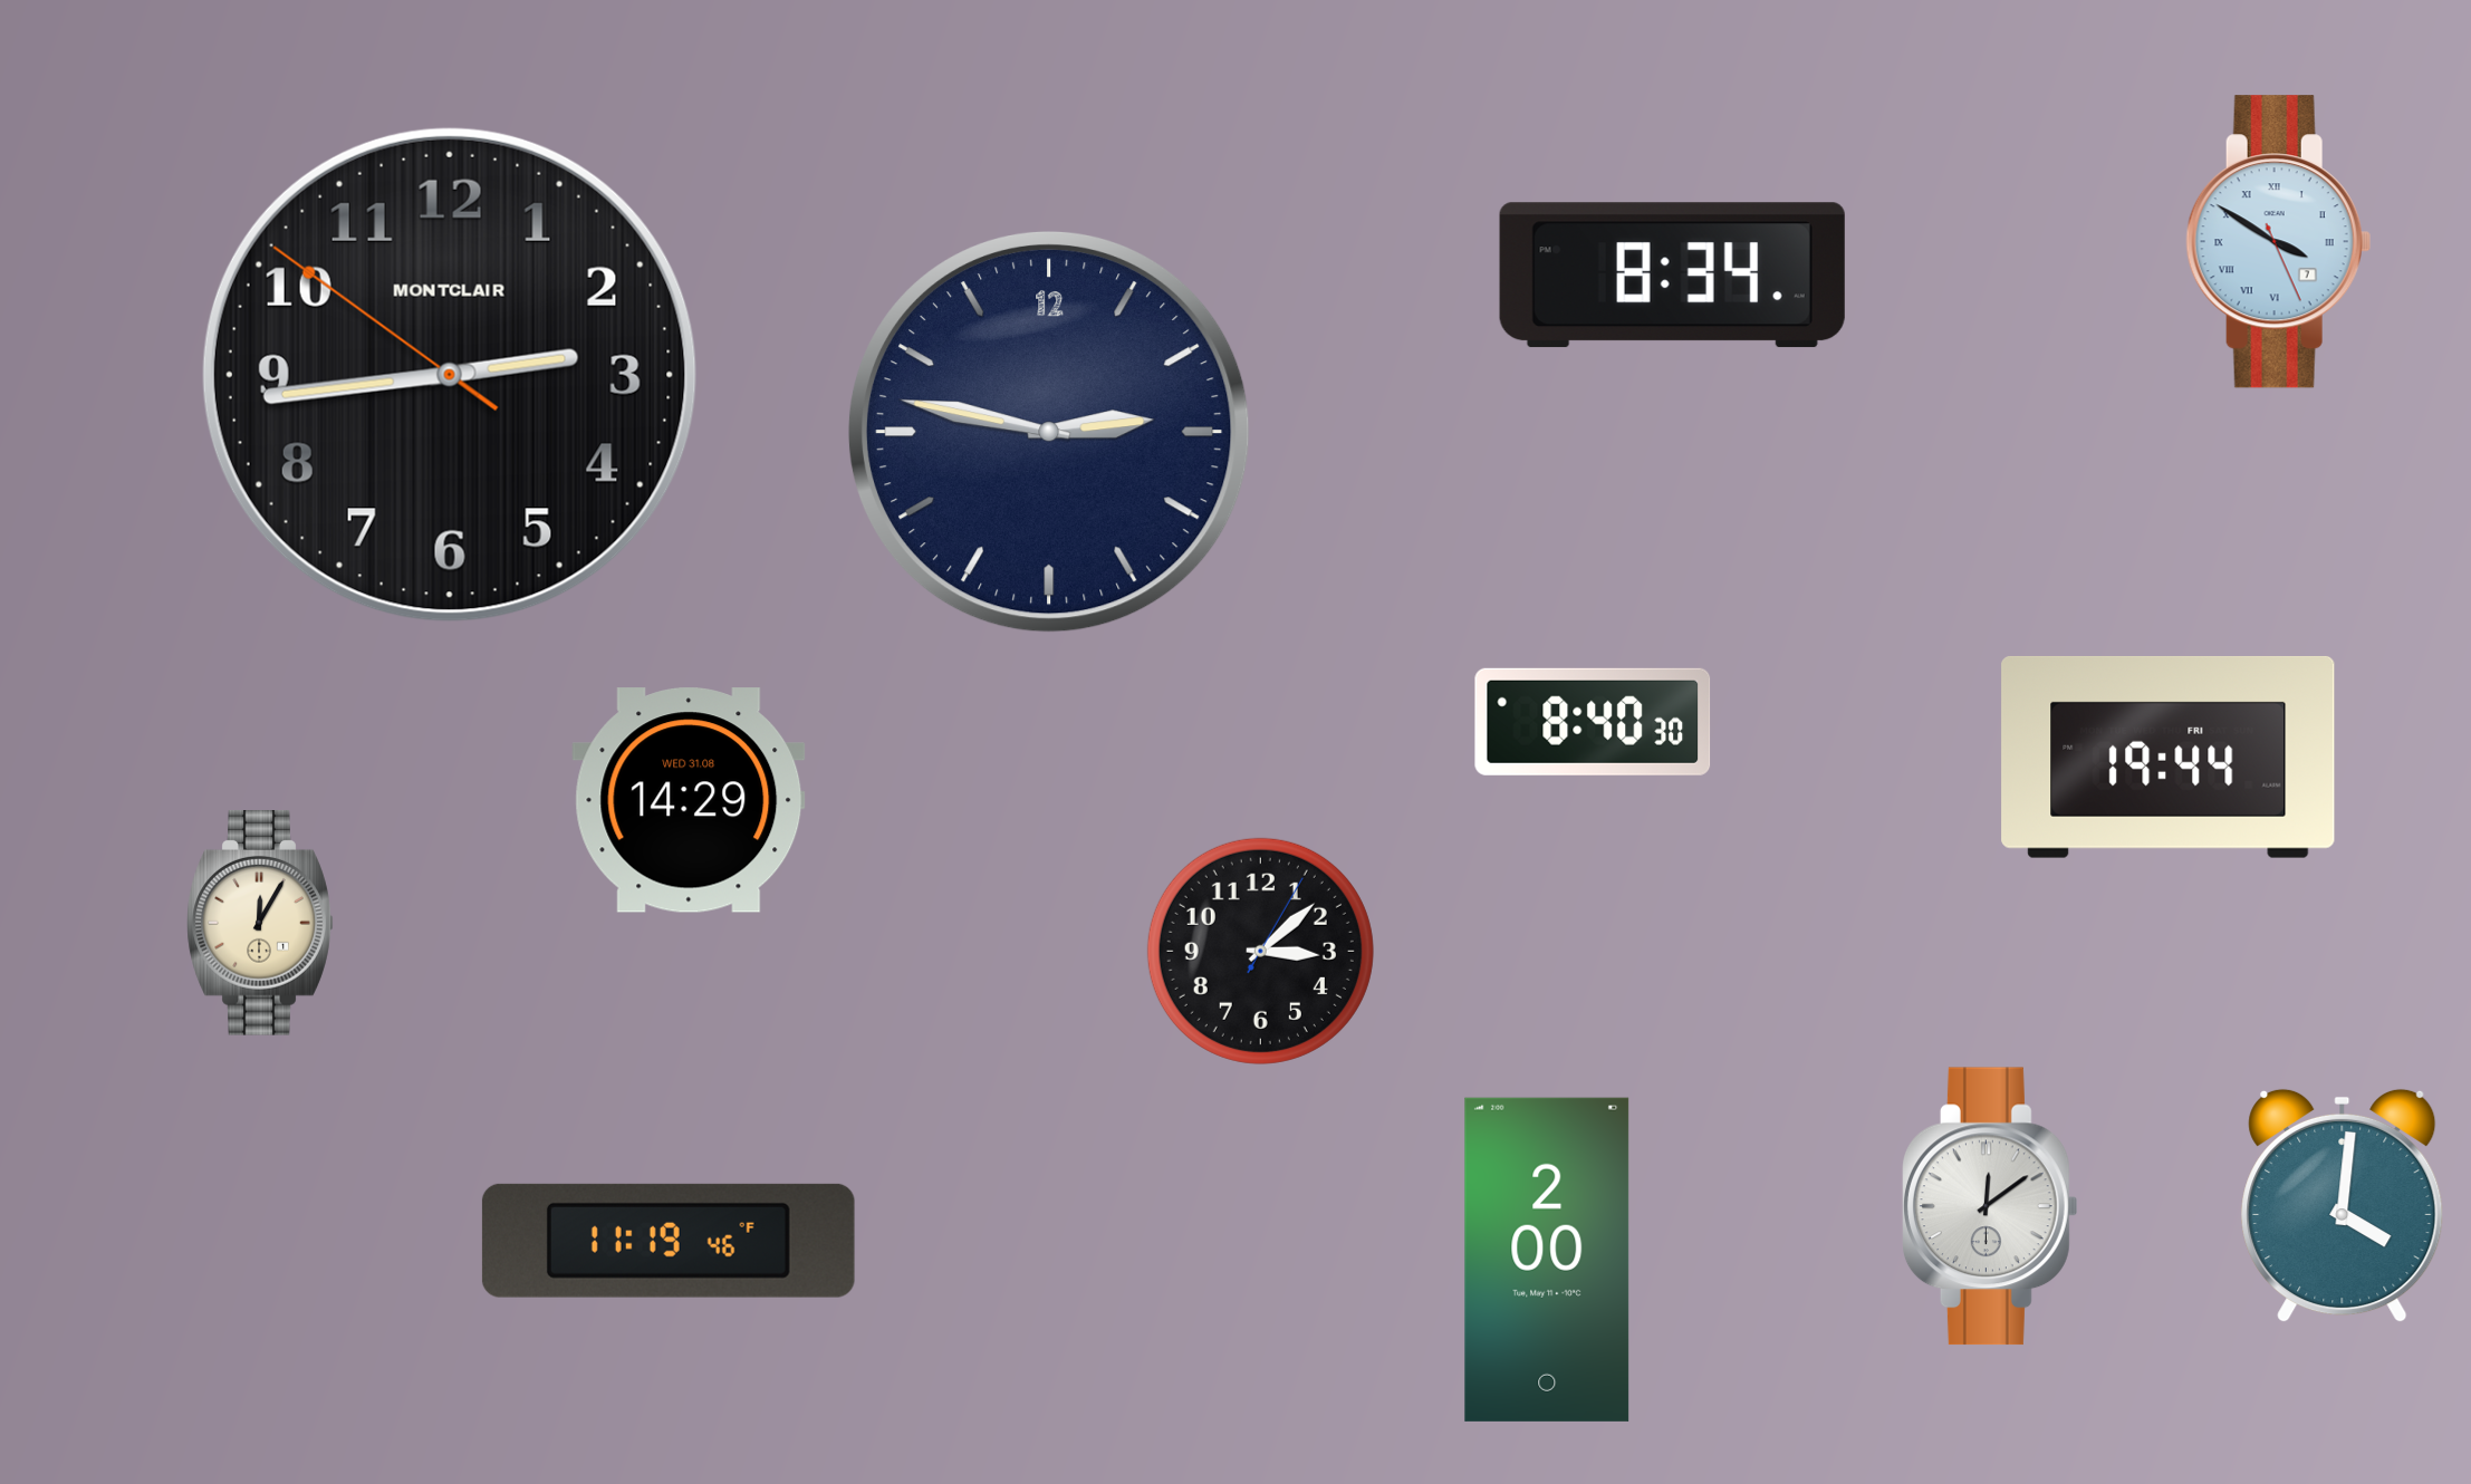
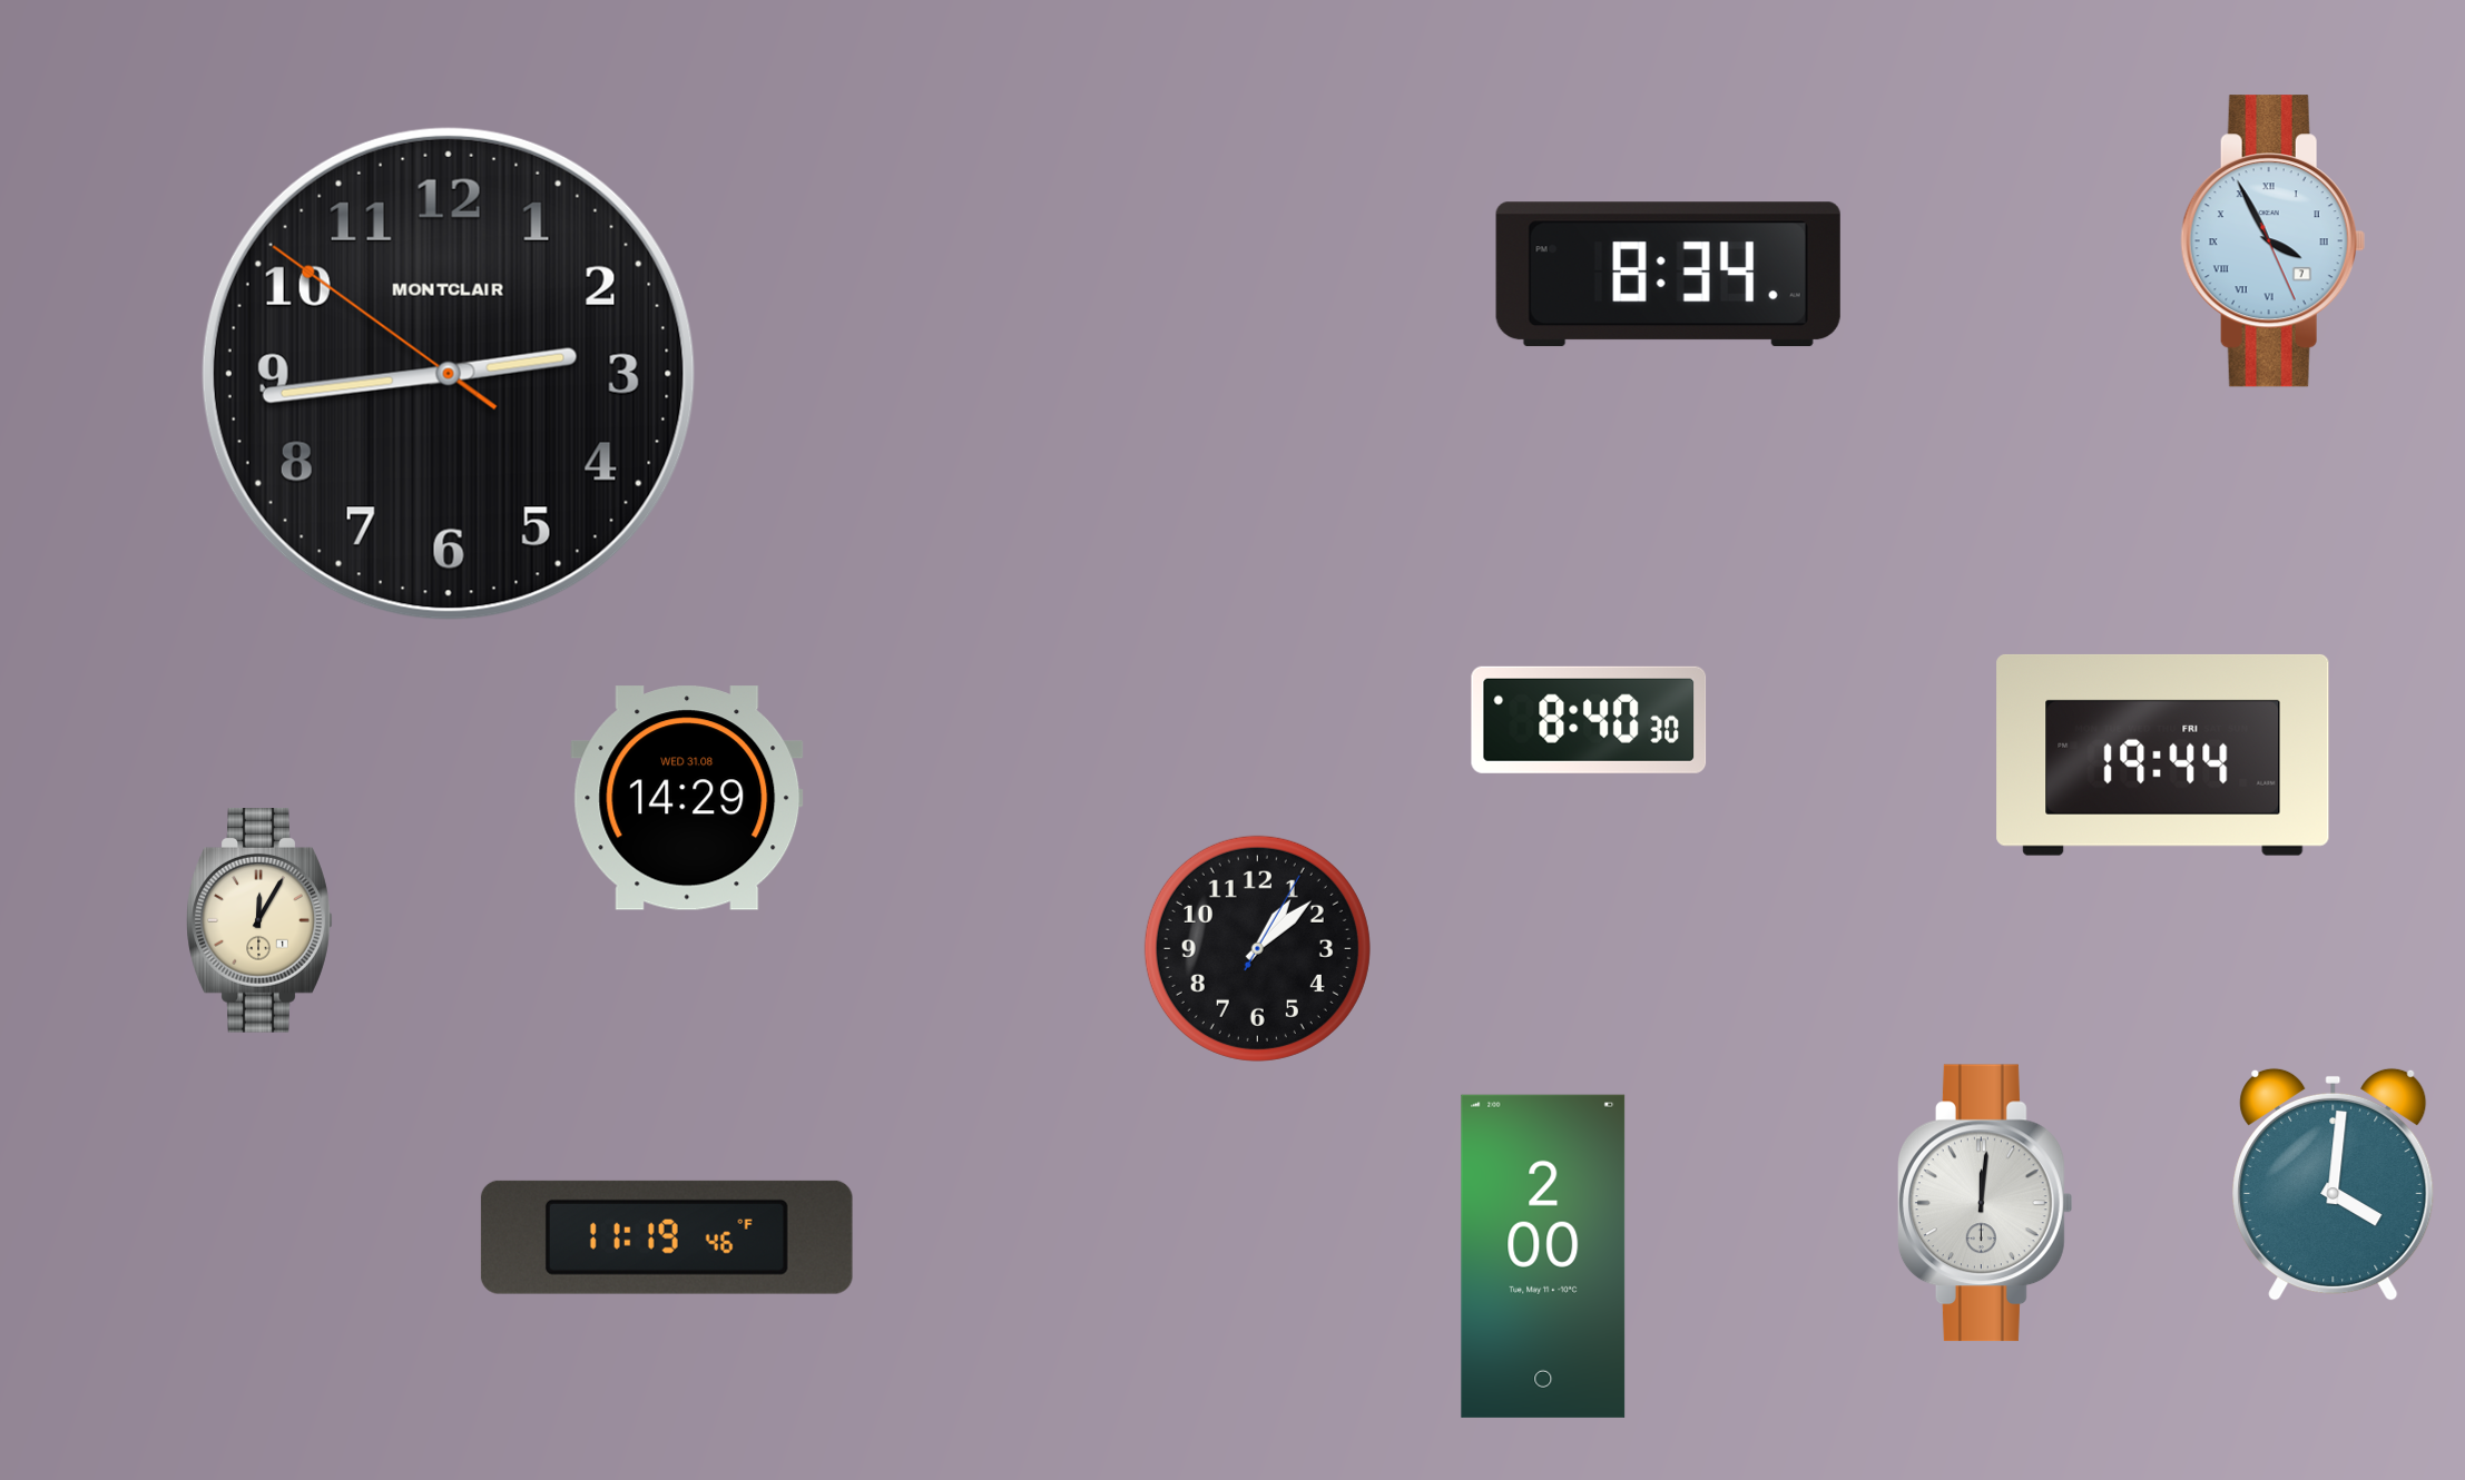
clock at (2278, 242): 3:50 -> 3:55
clock at (1049, 432): 2:47 -> none
clock at (1260, 951): 3:08 -> 1:08
clock at (1990, 1206): 12:09 -> 12:01
clock at (2343, 1206) position: (2343, 1206) -> (2334, 1185)
